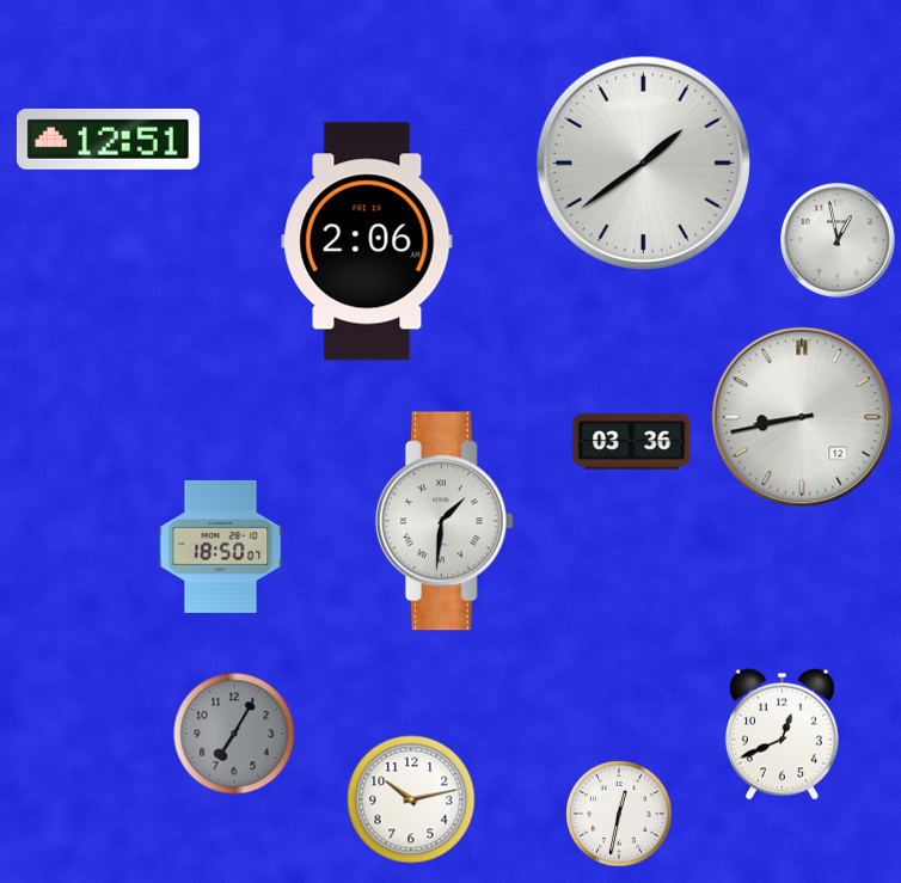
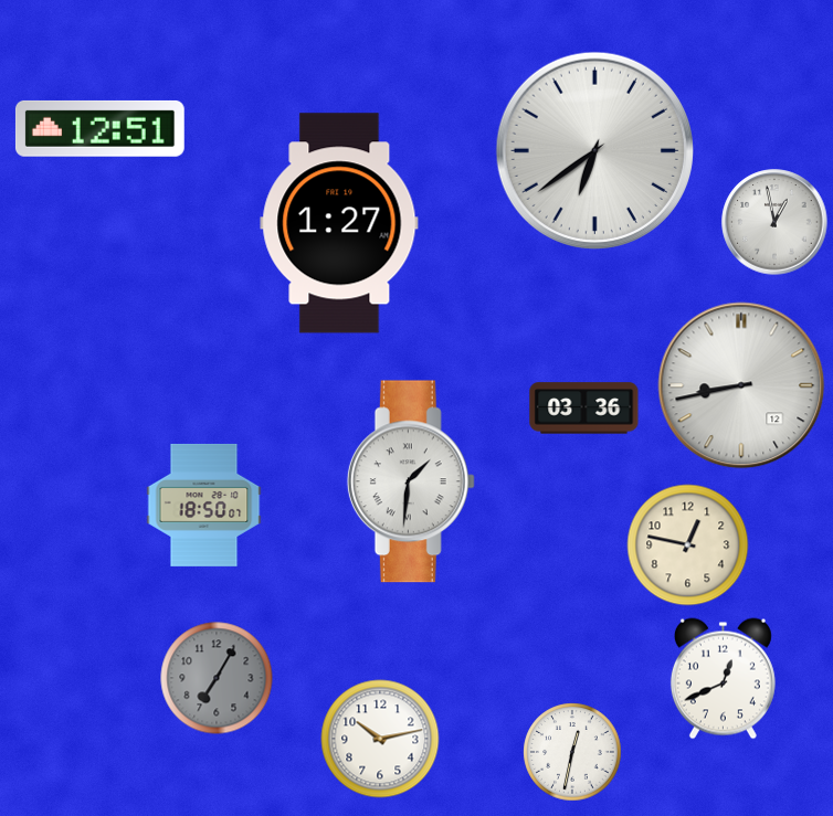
clock at (643, 163): 1:39 -> 6:39
clock at (367, 241): 2:06 -> 1:27
clock at (688, 545): none -> 12:47
